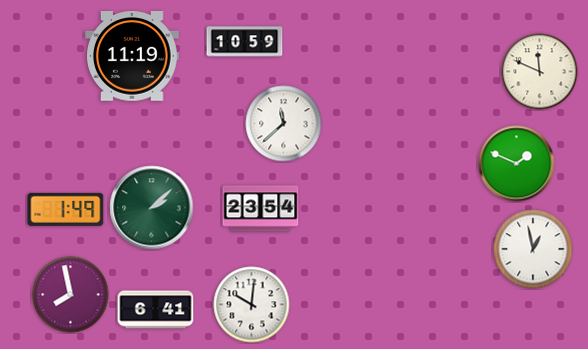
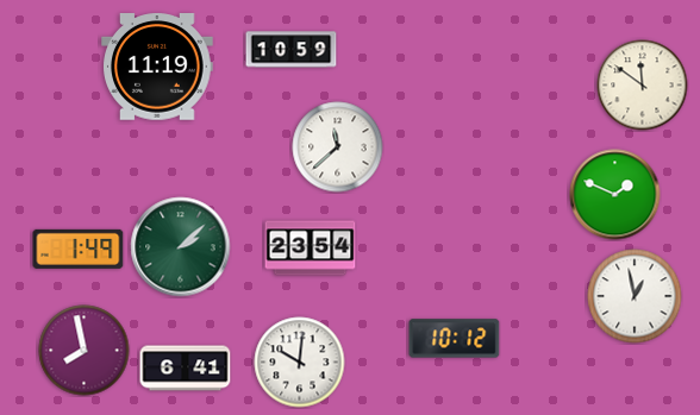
clock at (540, 72): 11:49 -> 11:51
clock at (455, 339): none -> 10:12
